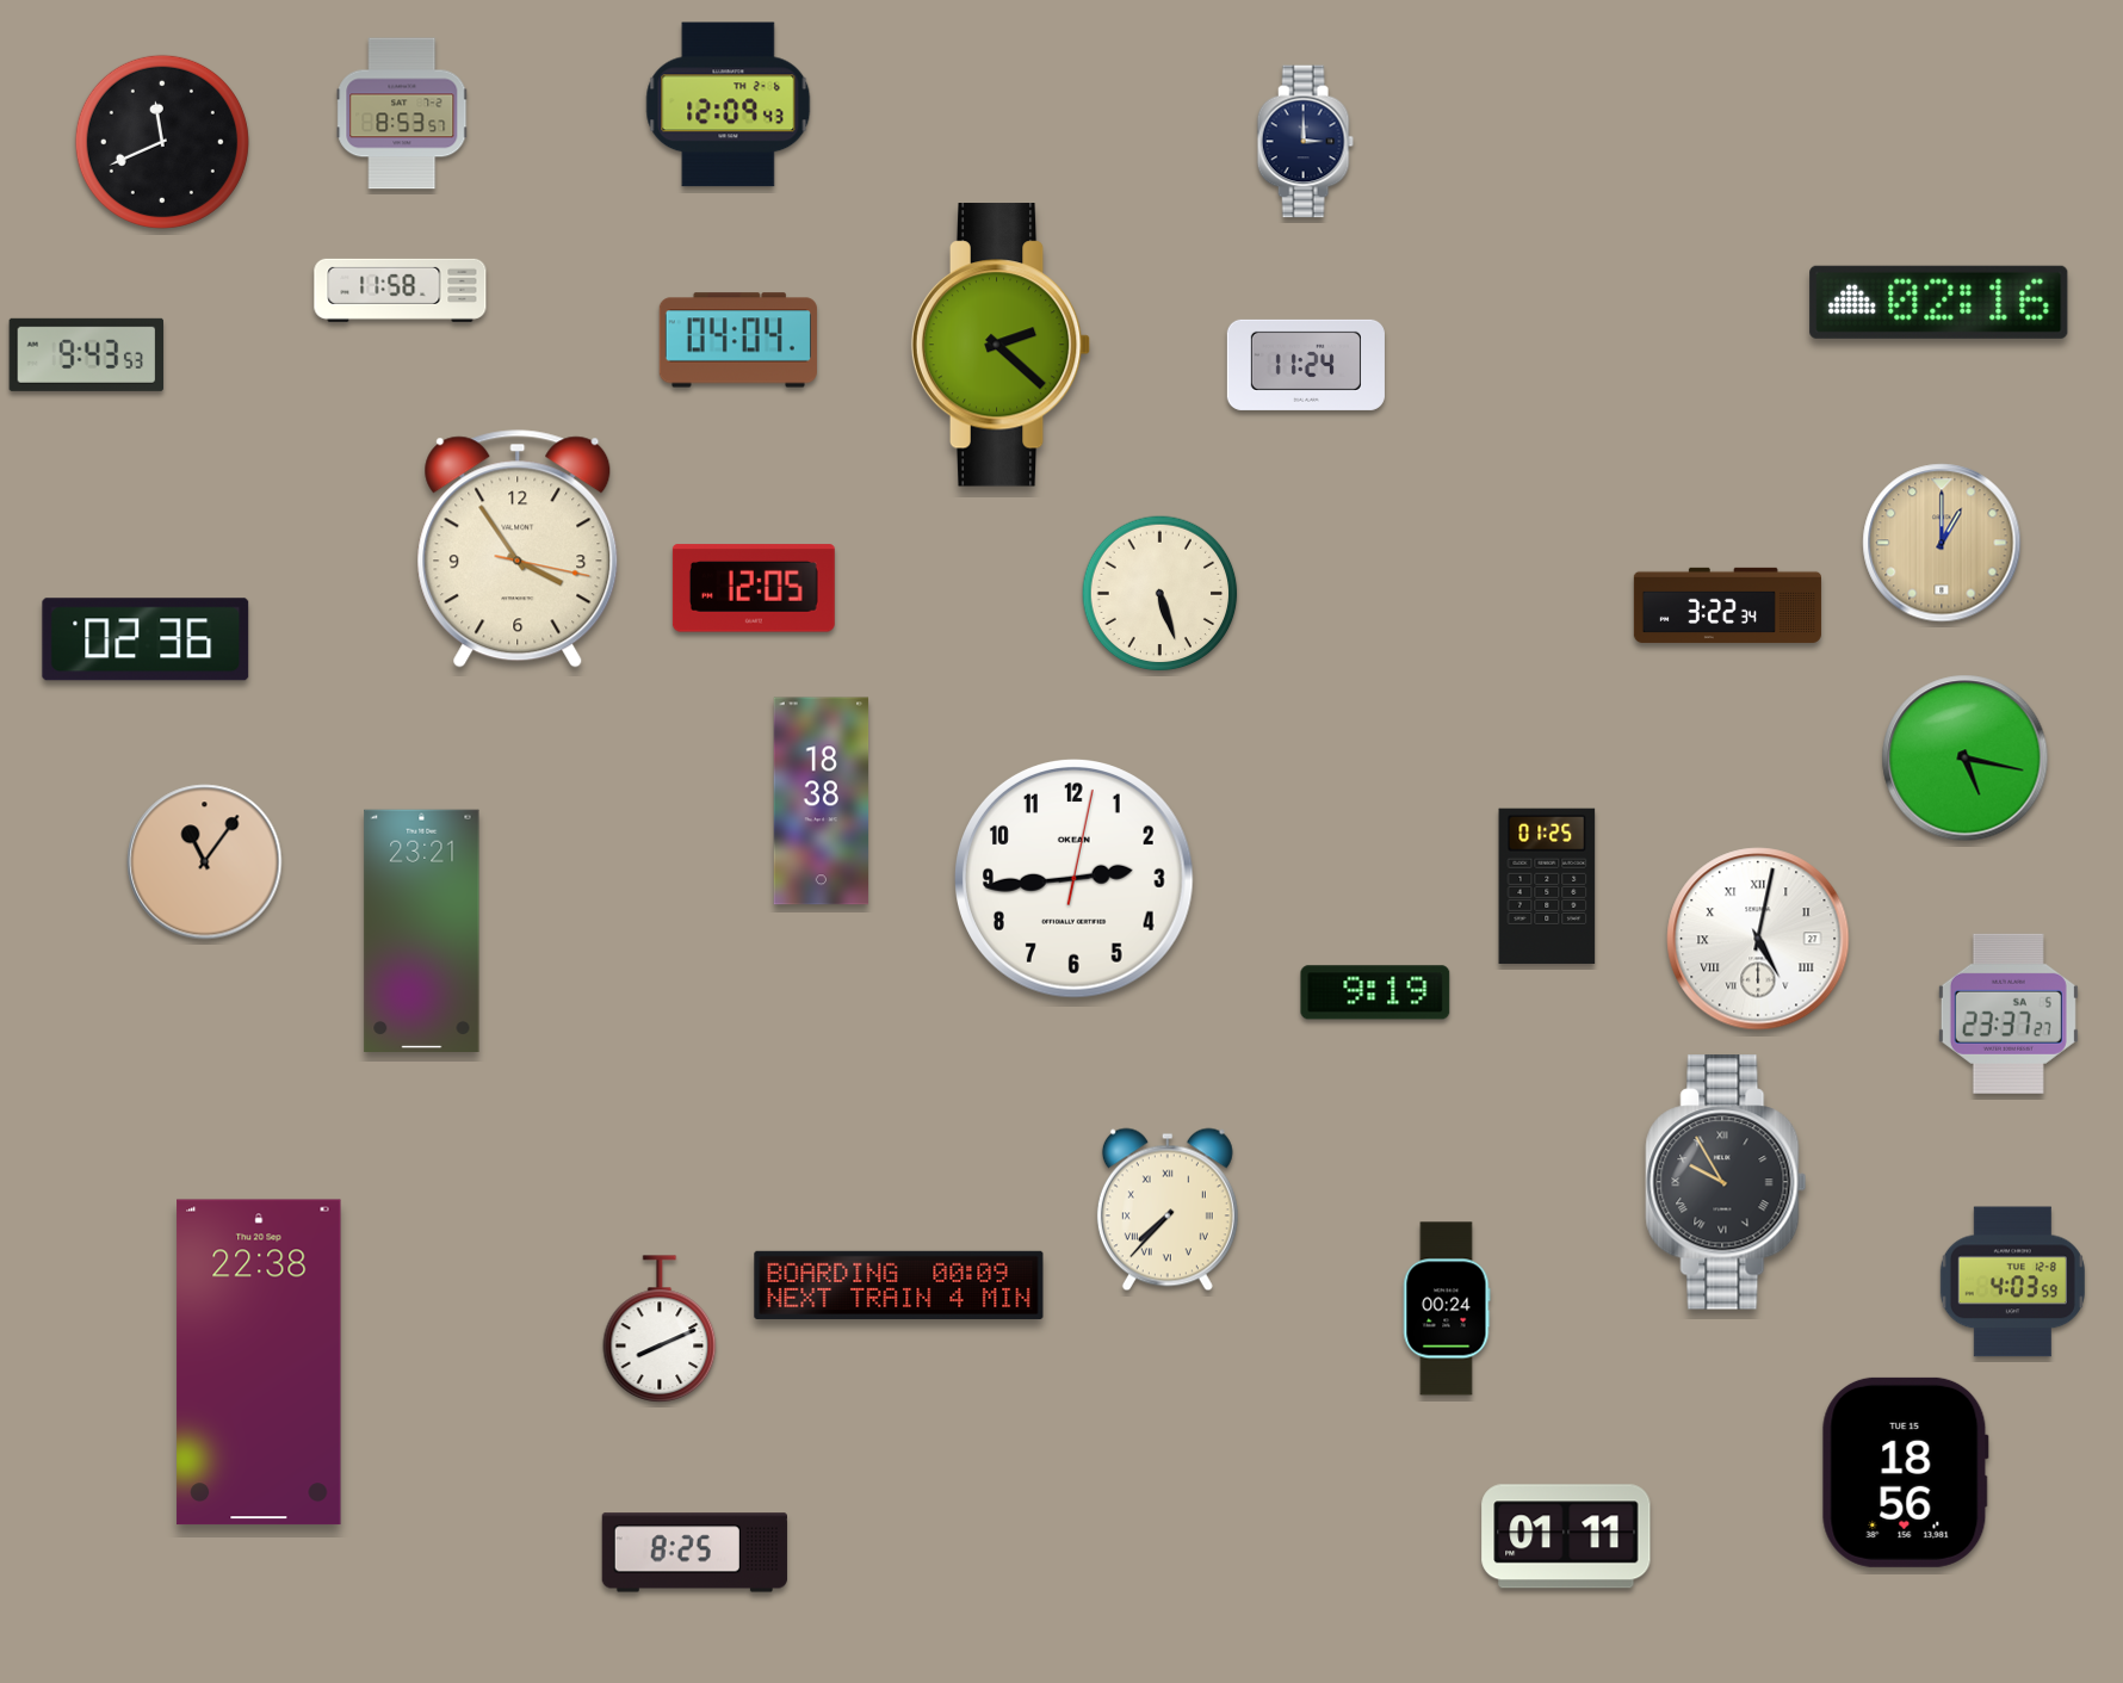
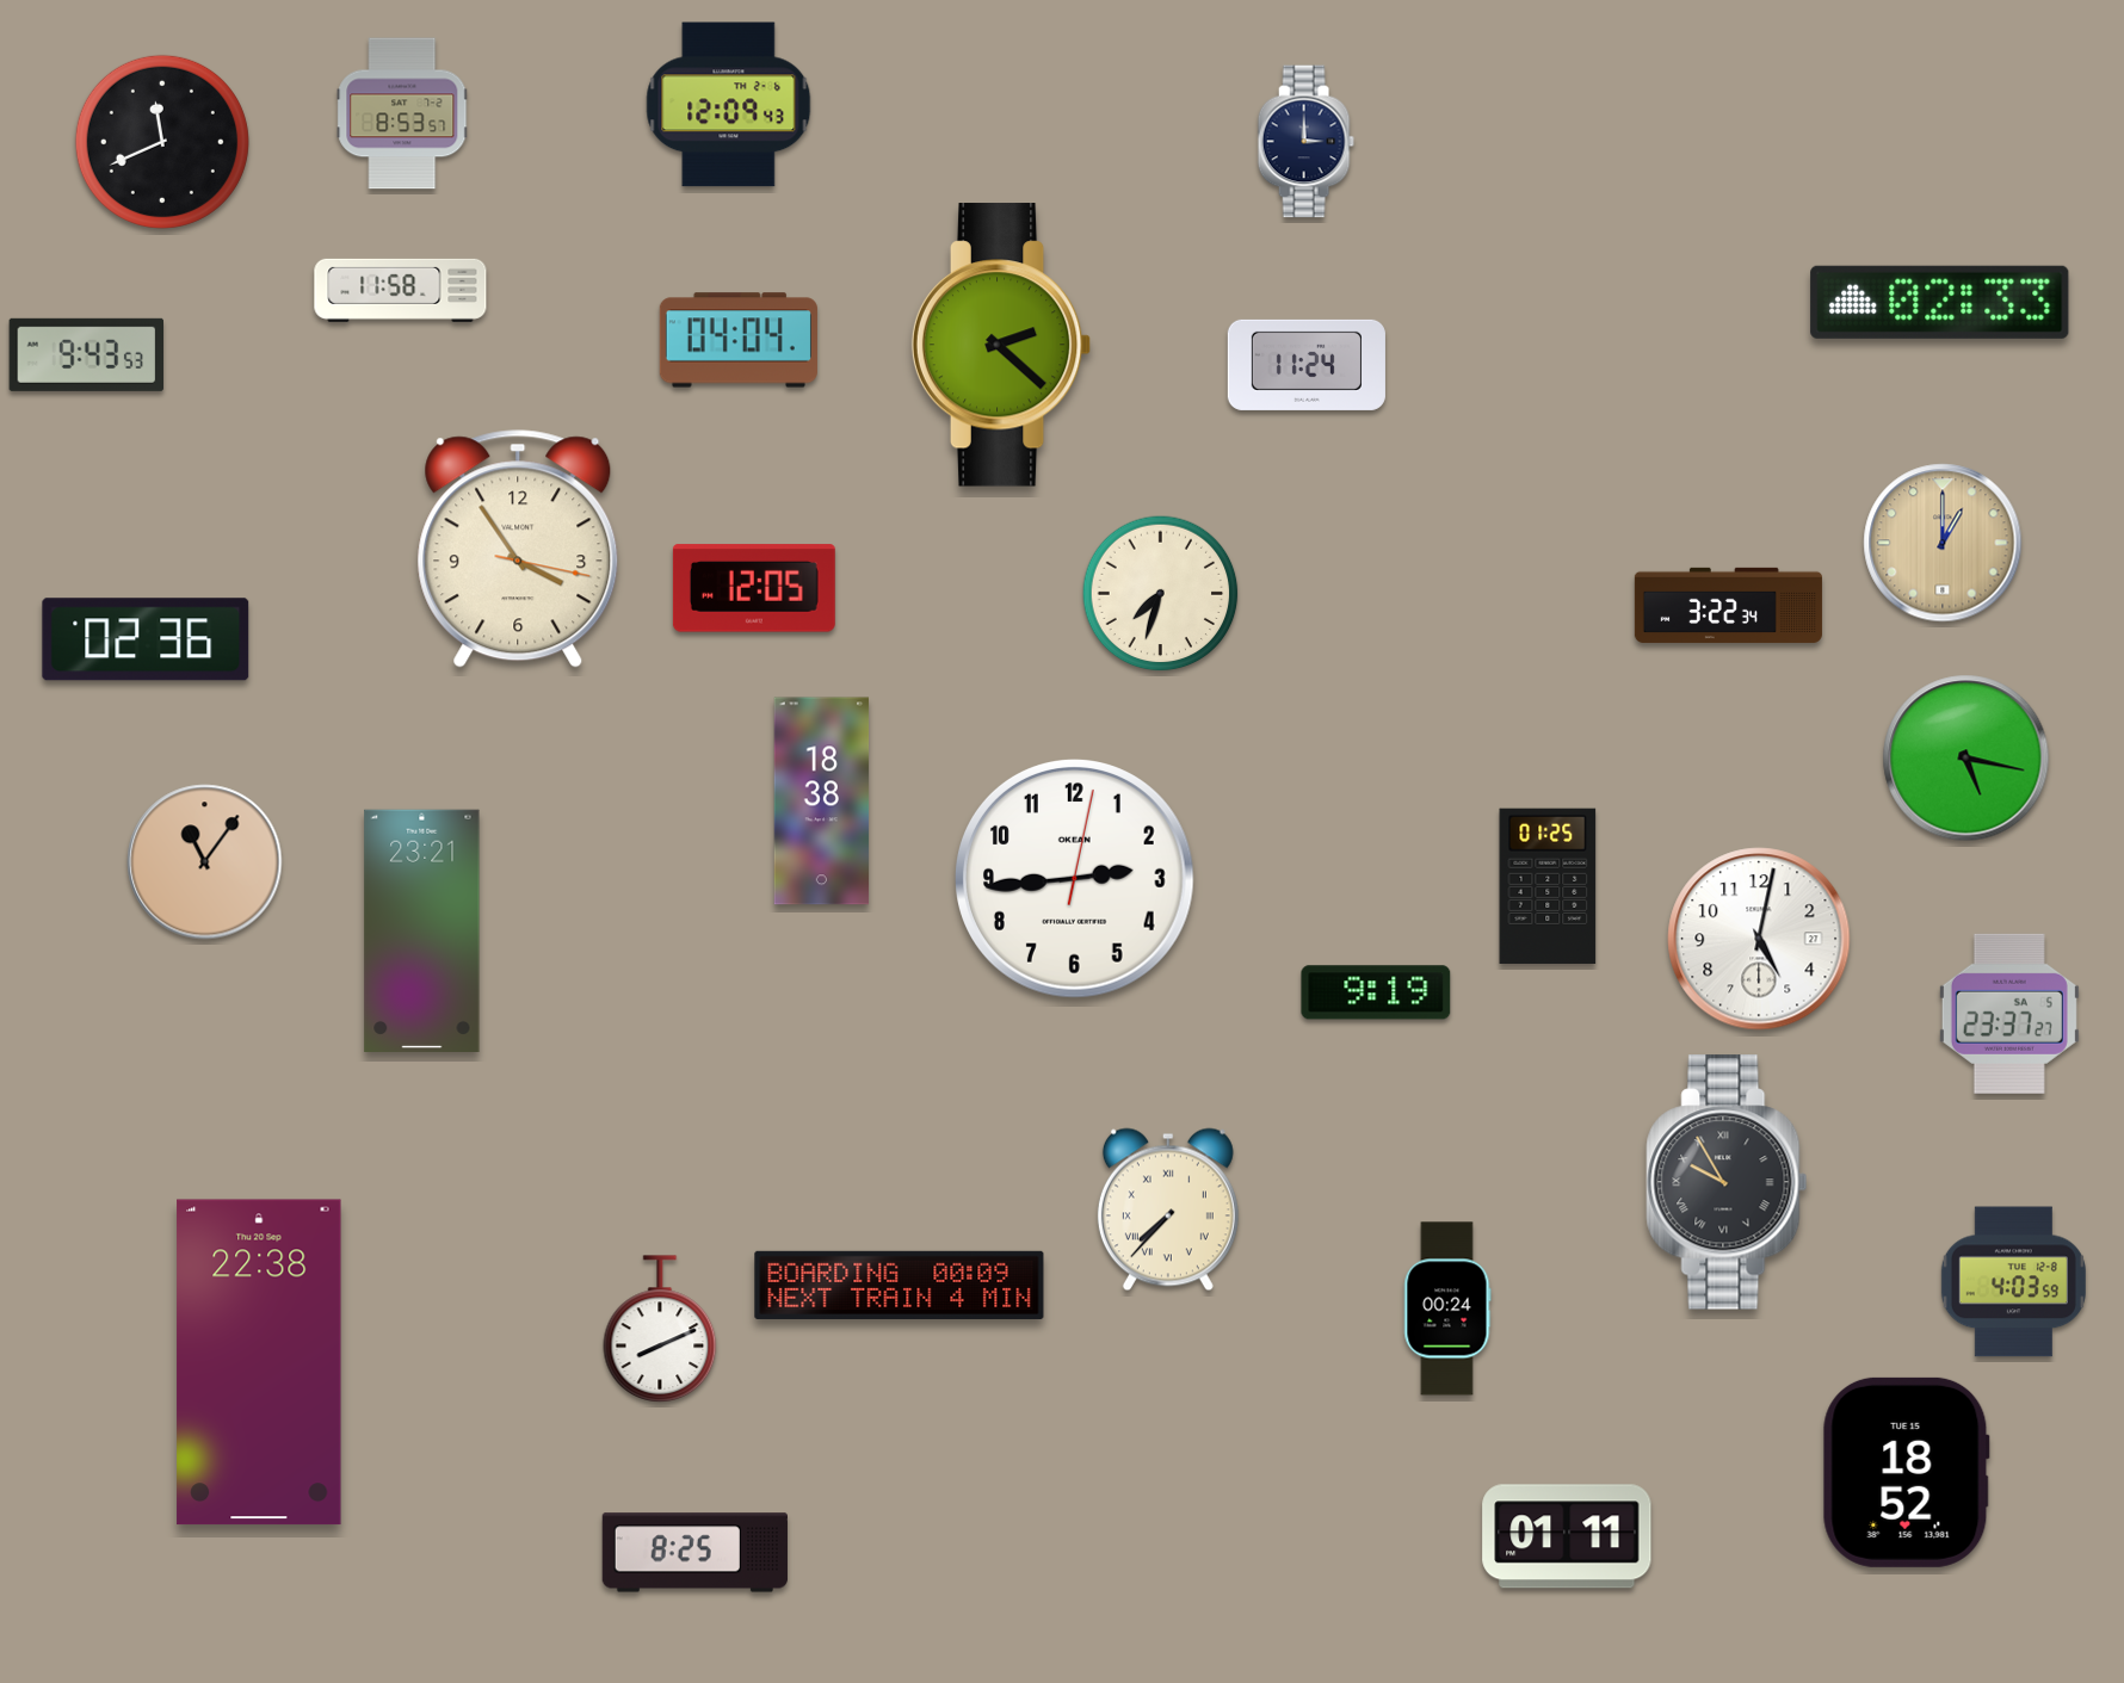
clock at (1939, 302): 02:16 -> 02:33
clock at (1160, 594): 5:27 -> 7:33
clock at (1758, 939) numerals: Roman -> Arabic
clock at (1905, 1472): 18:56 -> 18:52
